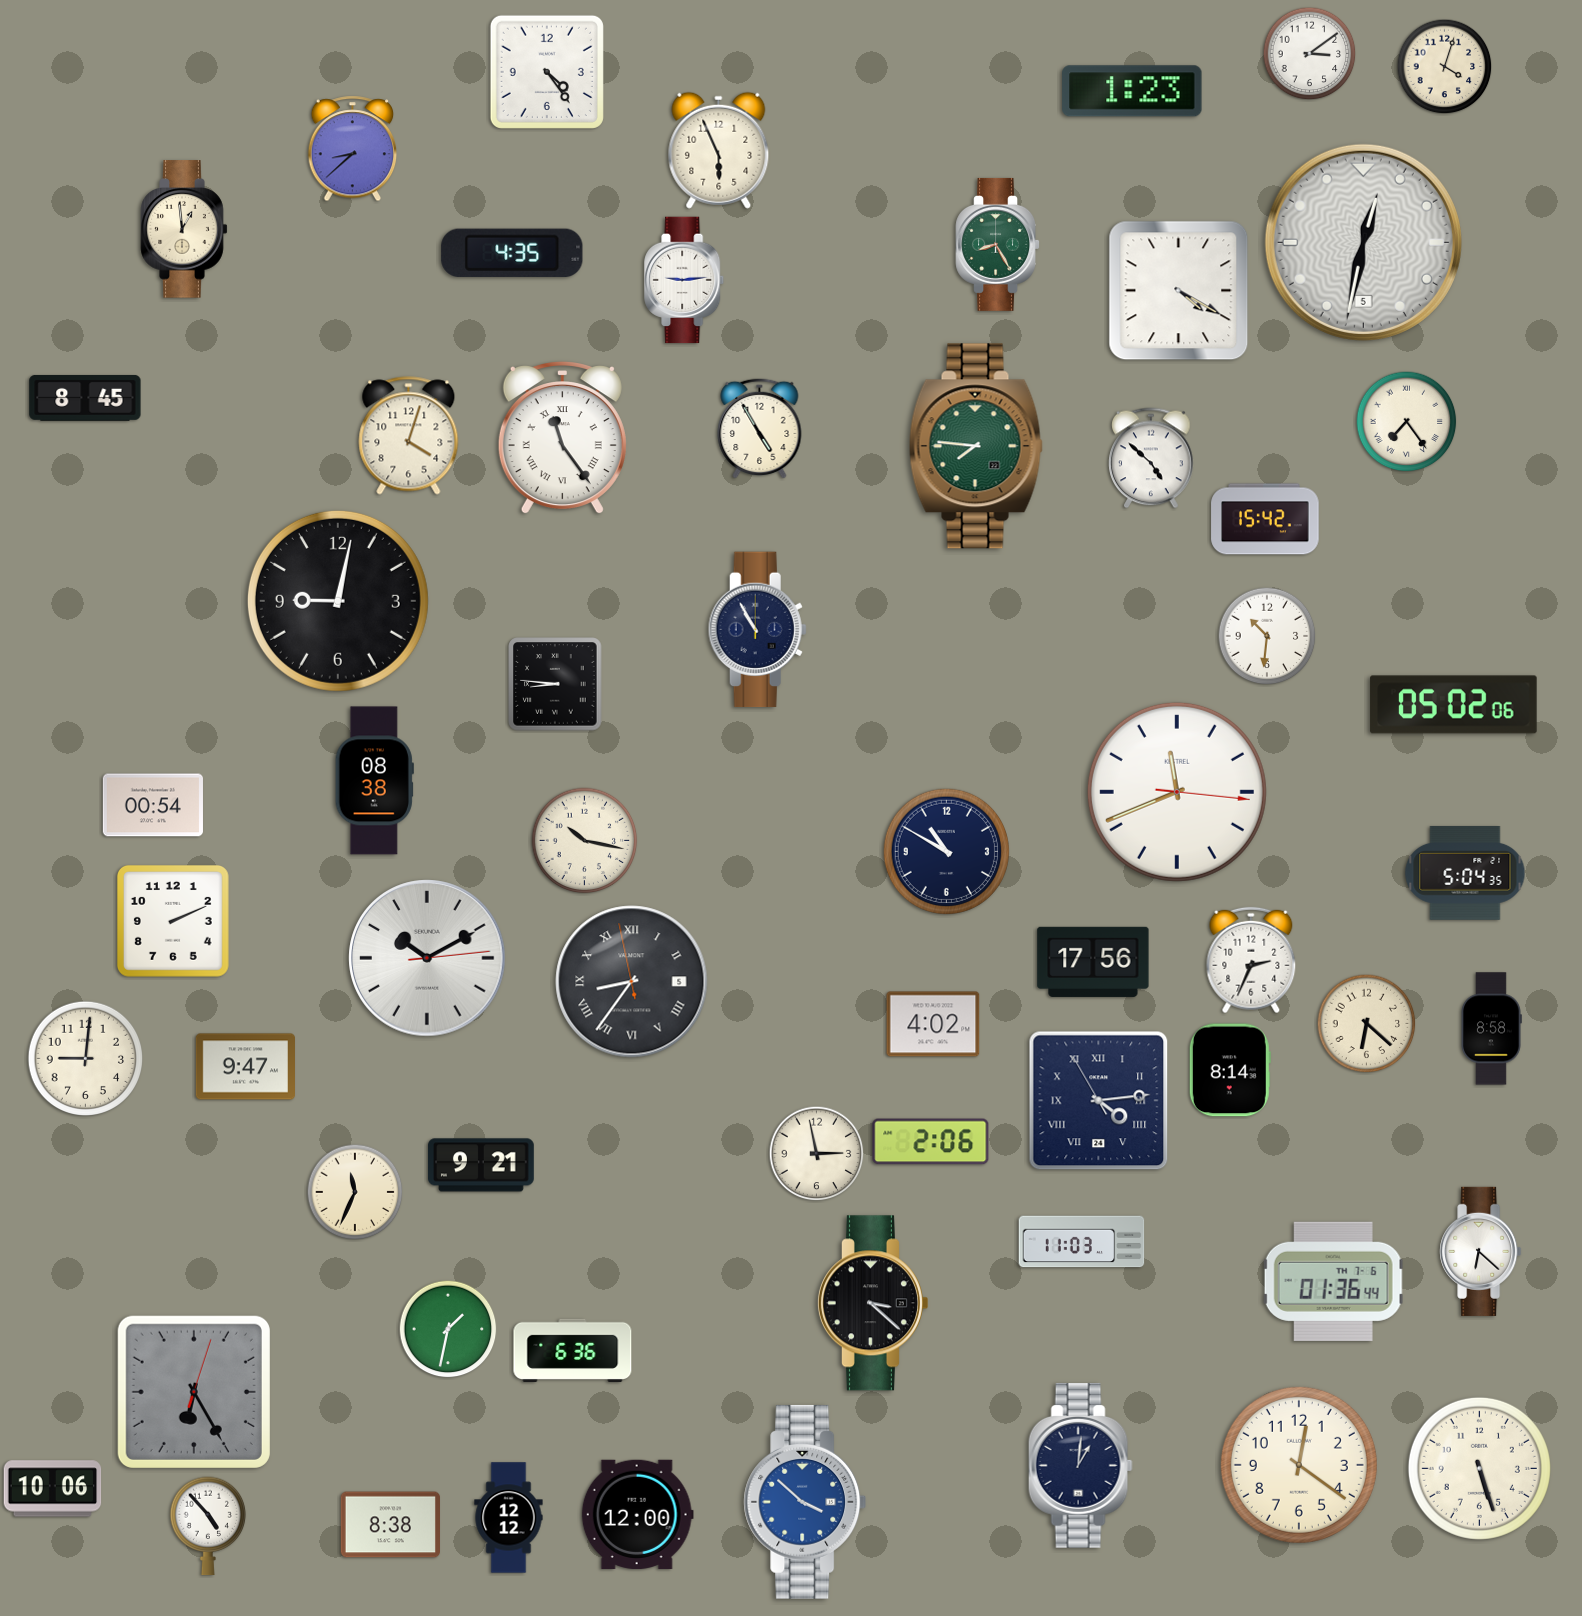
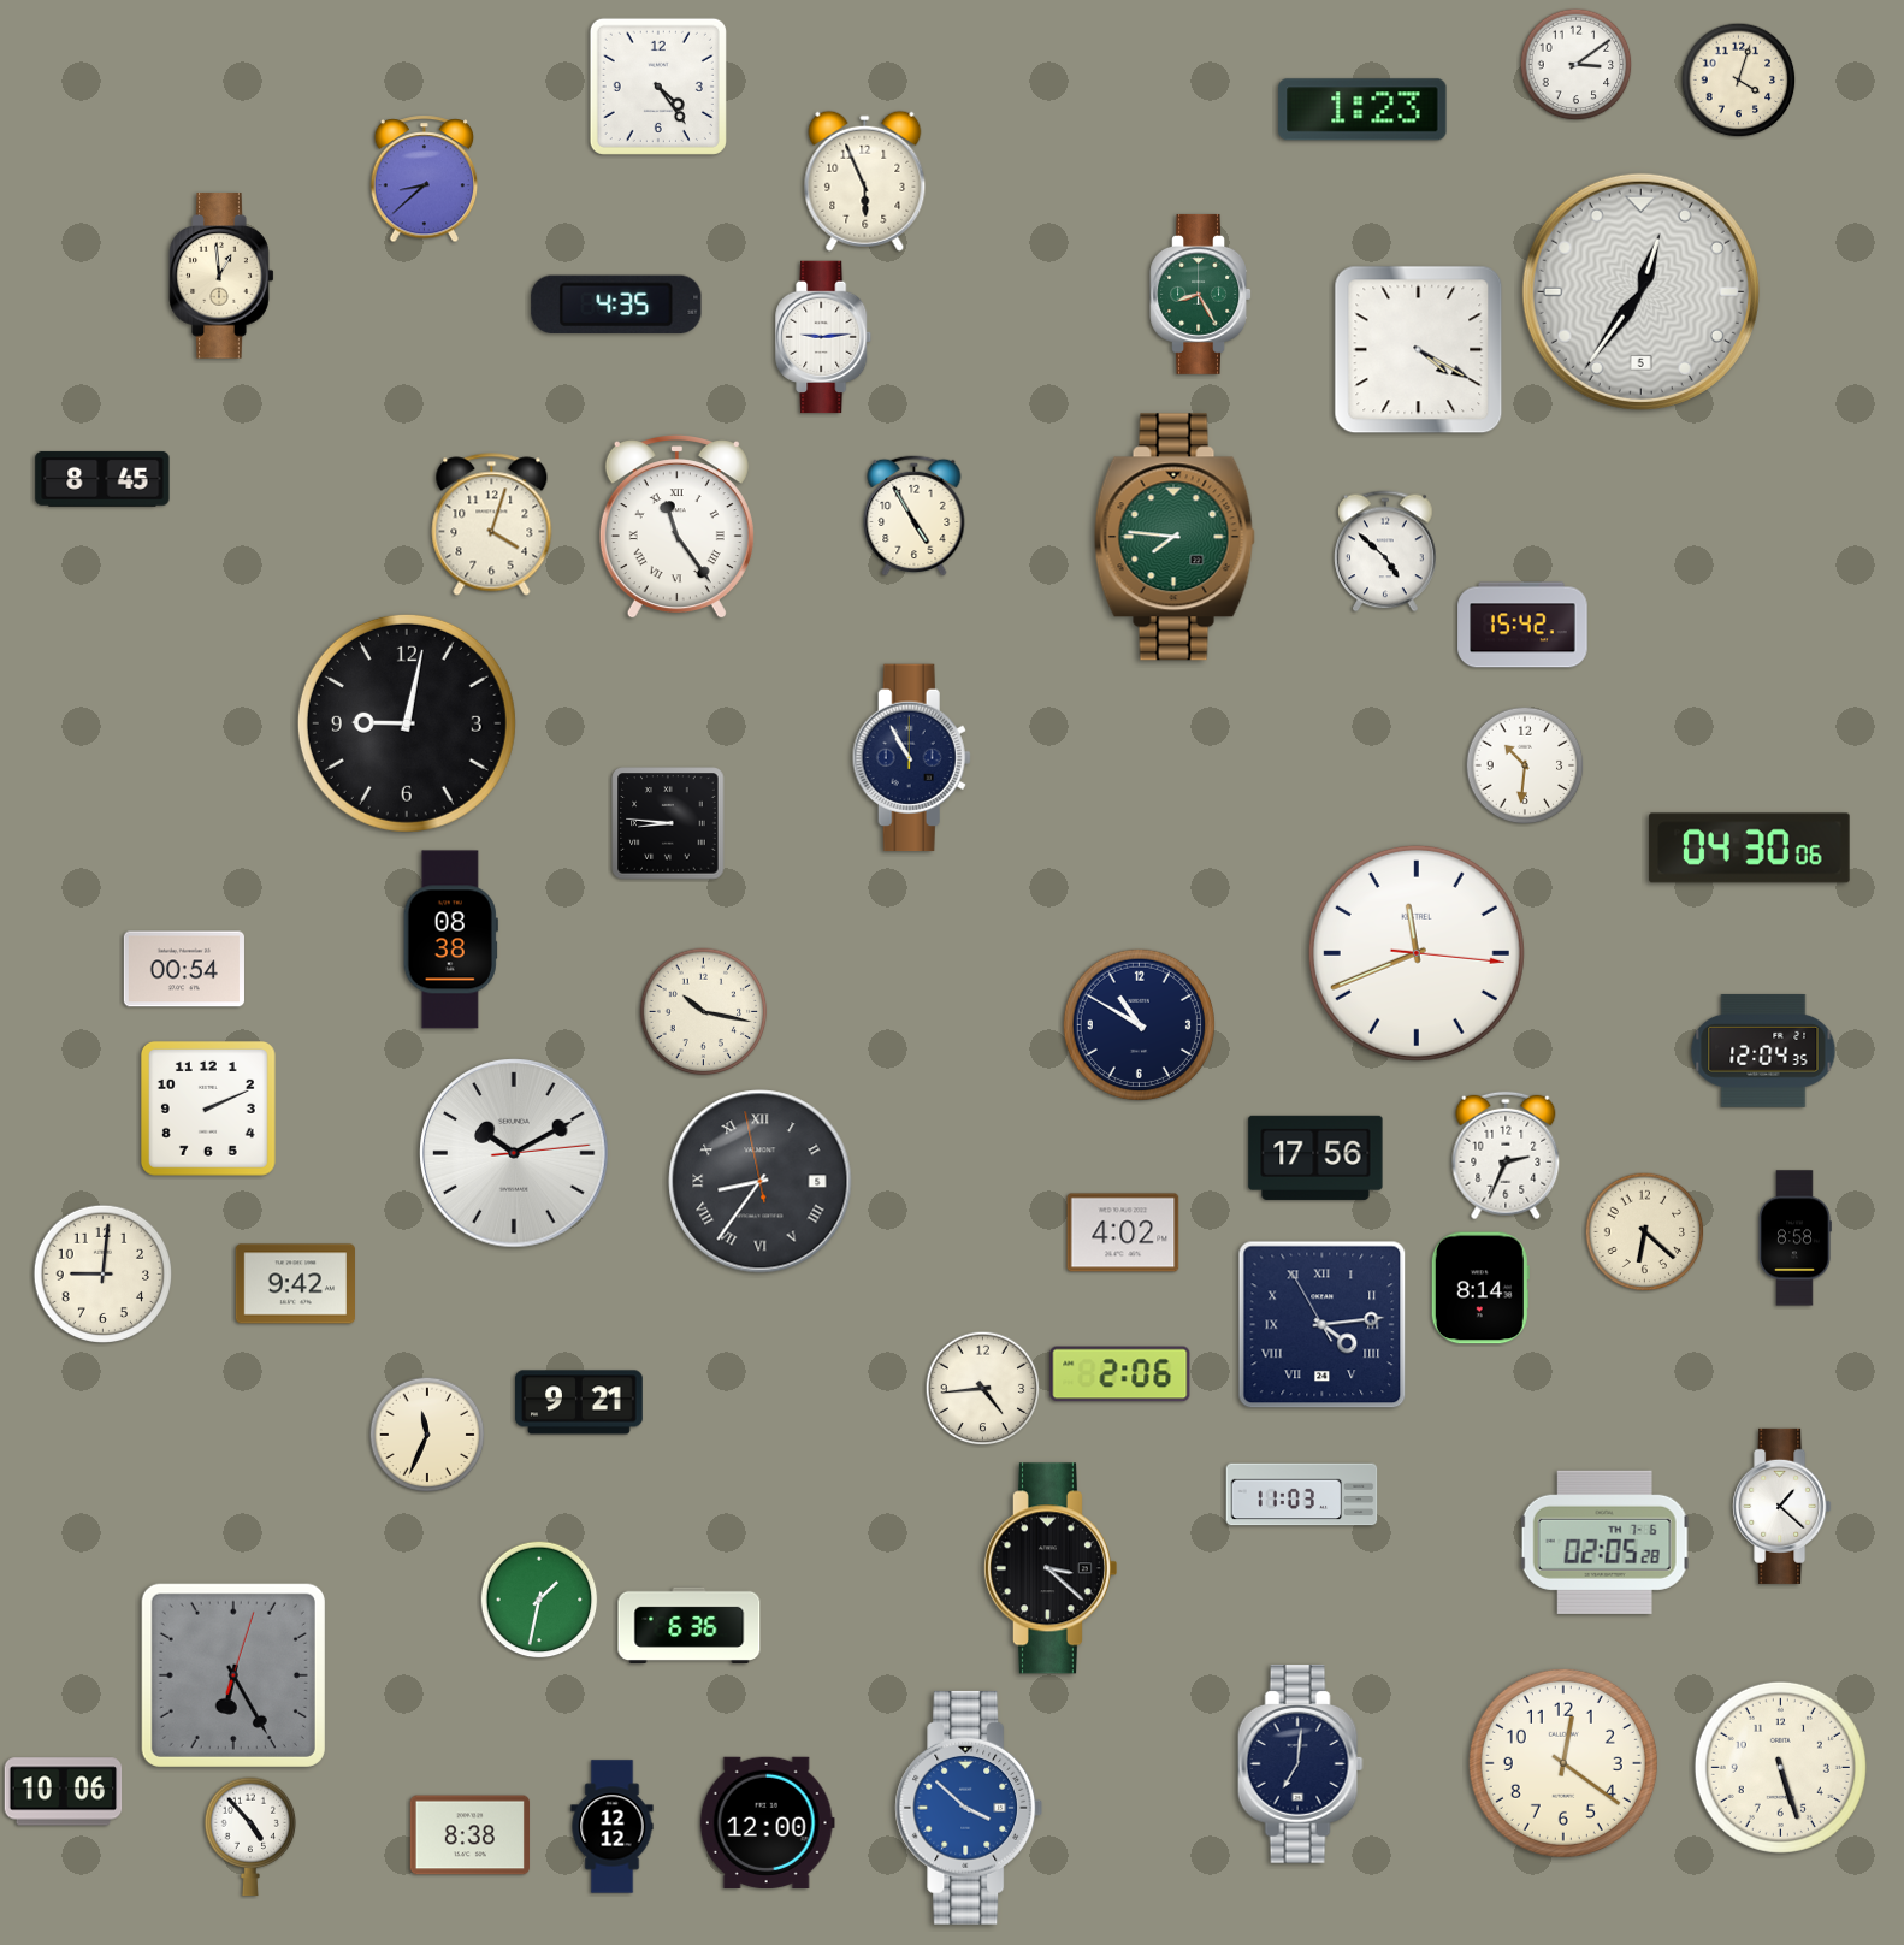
clock at (1363, 242): 12:32 -> 12:36
clock at (1407, 422): 7:24 -> none
clock at (1454, 705): 05:02 -> 04:30
clock at (1465, 873): 5:04 -> 12:04
clock at (245, 1067): 9:47 -> 9:42
clock at (817, 1154): 2:58 -> 4:44
clock at (1481, 1251): 6:22 -> 1:22
clock at (1333, 1281): 01:36 -> 02:05
clock at (1080, 1466): 1:01 -> 7:01
